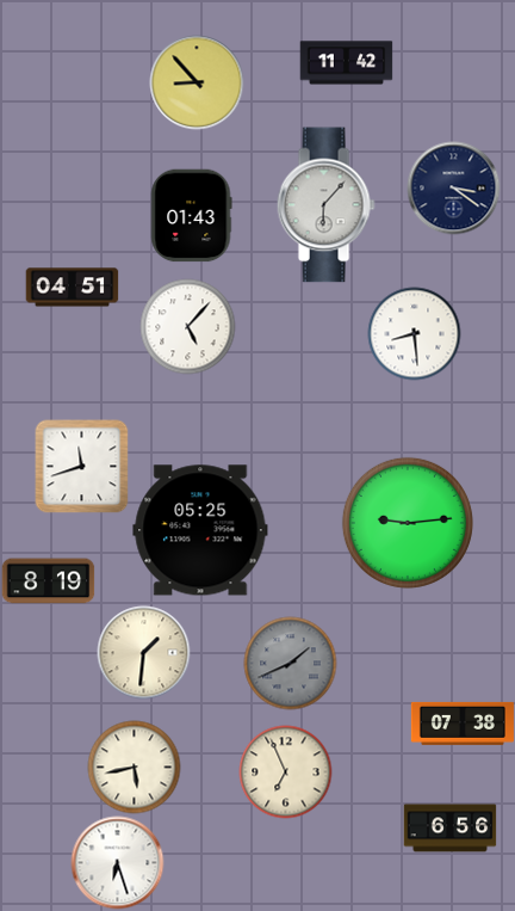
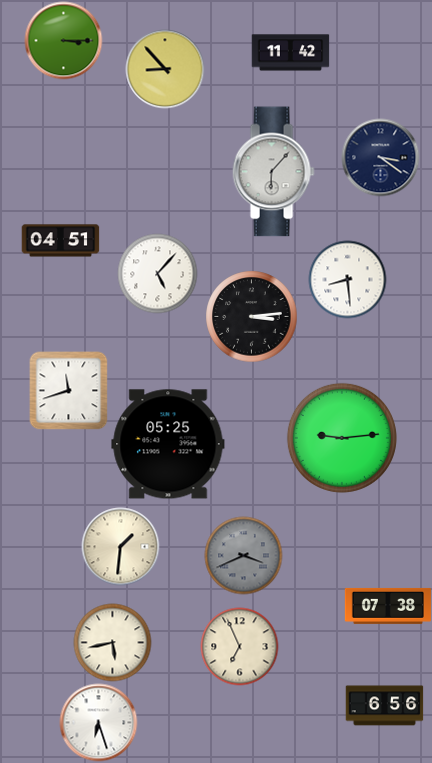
clock at (63, 40): none -> 3:15
clock at (192, 215): 01:43 -> none
clock at (251, 316): none -> 3:14
clock at (48, 581): 8:19 -> none
clock at (290, 663): 1:41 -> 3:41
clock at (449, 829) position: (449, 829) -> (384, 706)
